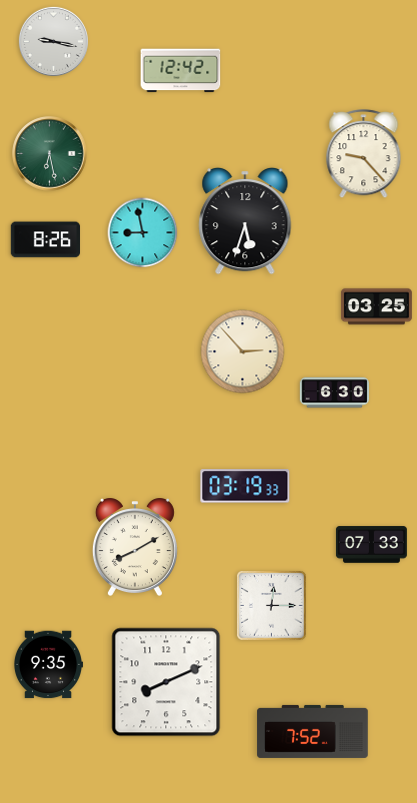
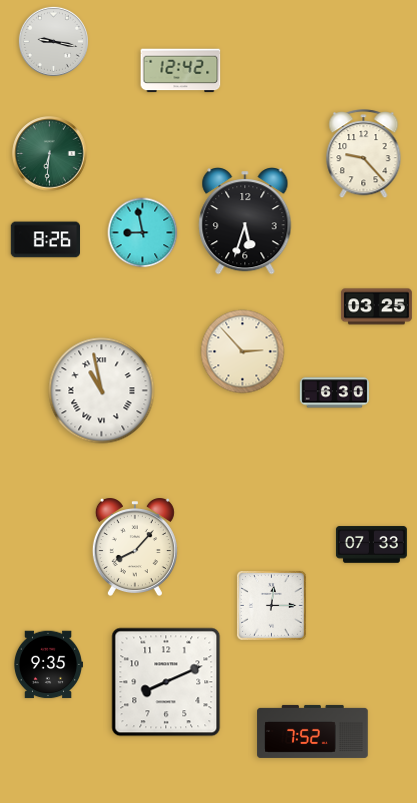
clock at (50, 154): 6:28 -> 6:31
clock at (102, 391): none -> 10:58
clock at (245, 486): 03:19 -> none
clock at (135, 547): 8:10 -> 8:07
